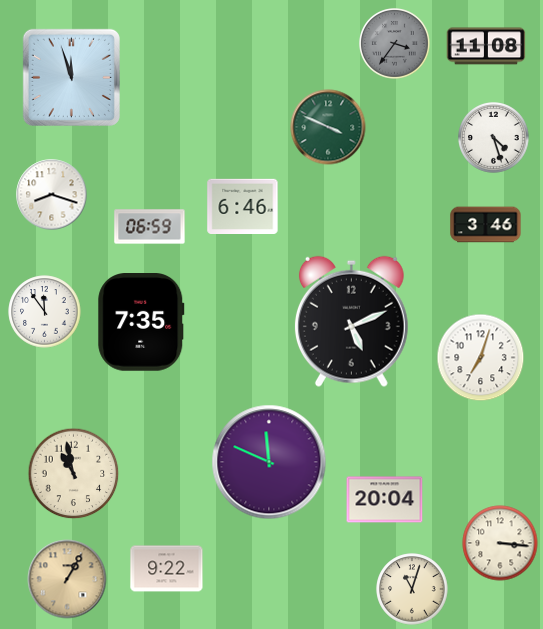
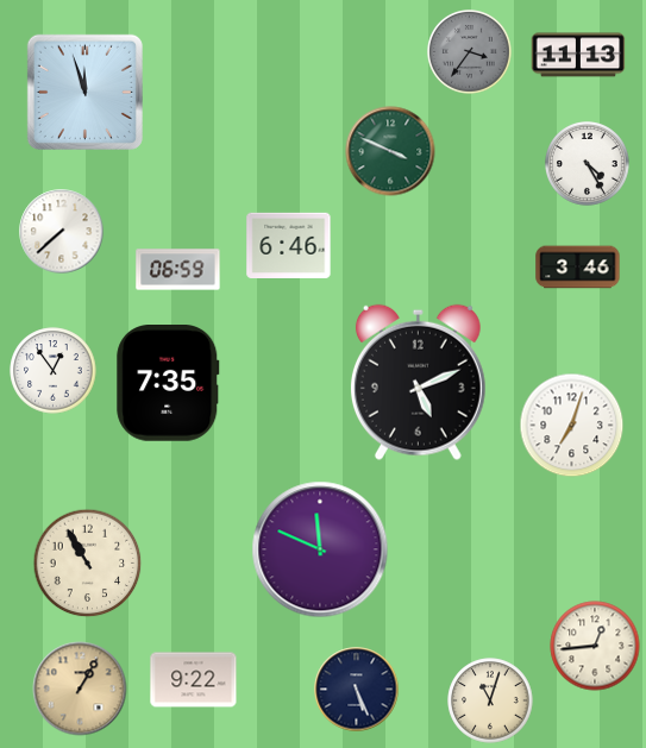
clock at (486, 46): 11:08 -> 11:13
clock at (494, 138): 4:27 -> 4:25
clock at (52, 195): 8:18 -> 7:38
clock at (45, 312): 11:54 -> 12:54
clock at (74, 474): 10:58 -> 10:55
clock at (385, 500): 20:04 -> none
clock at (500, 543): 3:16 -> 12:44
clock at (167, 569) position: (167, 569) -> (194, 680)
clock at (357, 690): none -> 5:26
